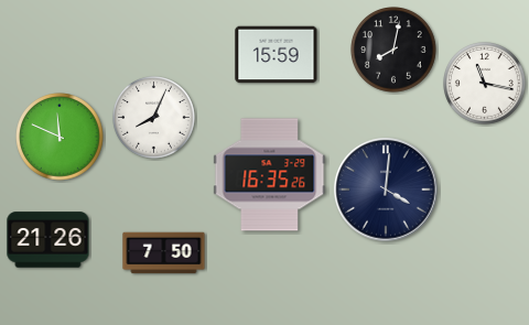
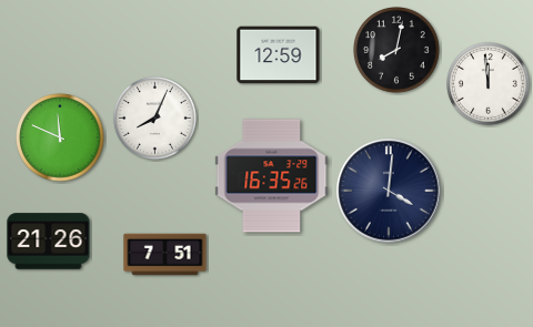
clock at (277, 55): 15:59 -> 12:59
clock at (485, 84): 11:17 -> 11:59
clock at (164, 253): 7:50 -> 7:51
